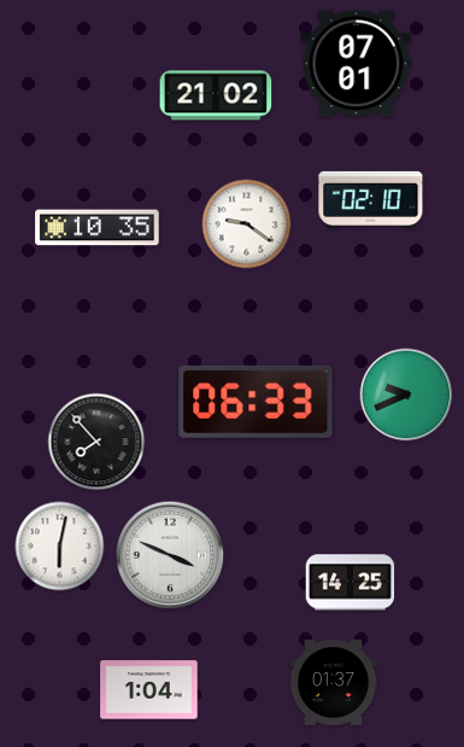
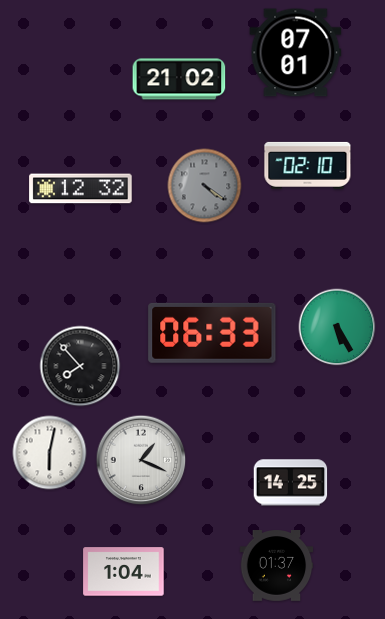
clock at (247, 224): 9:21 -> 4:21
clock at (247, 224) dial: white -> grey
clock at (98, 228): 10:35 -> 12:32
clock at (406, 395): 9:41 -> 5:25
clock at (170, 555): 3:49 -> 1:19
